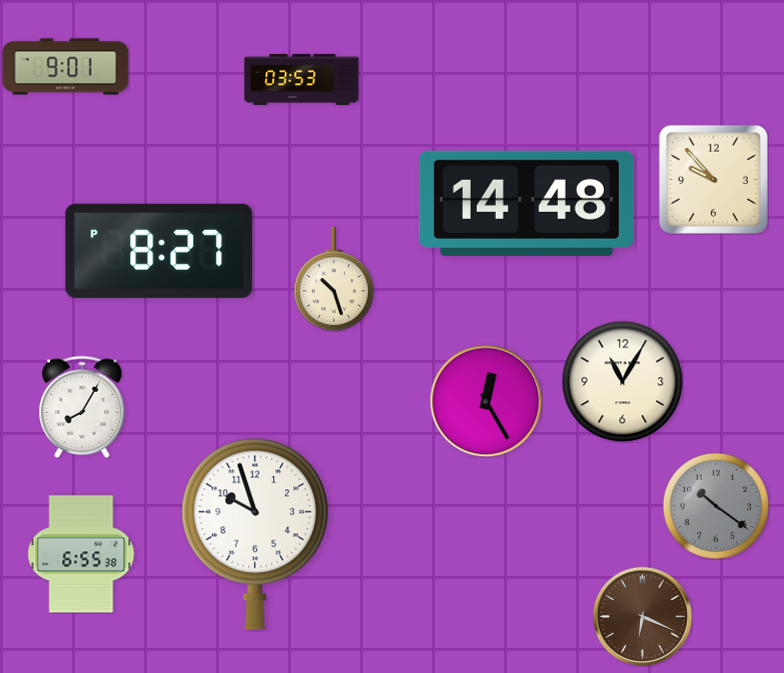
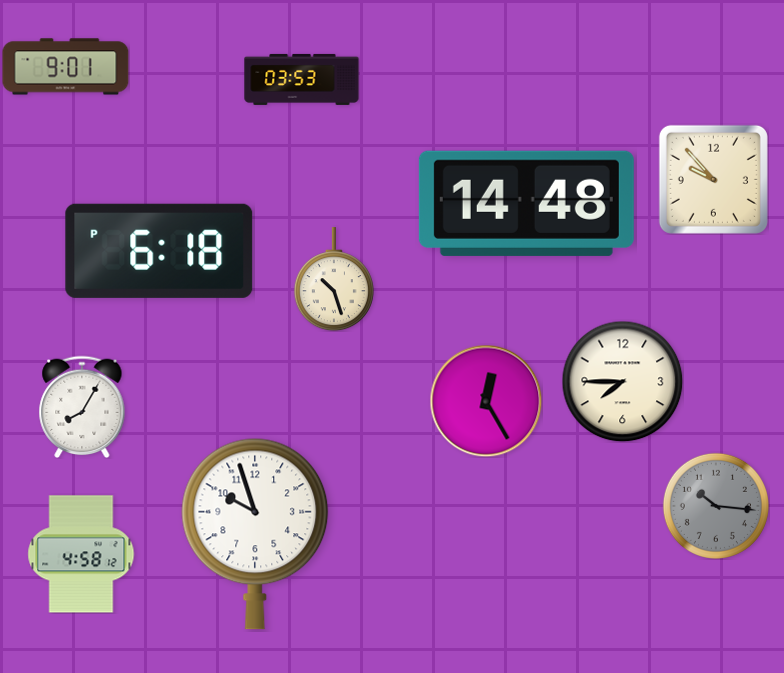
clock at (159, 251): 8:27 -> 6:18
clock at (622, 381): 11:05 -> 7:45
clock at (716, 506): 10:21 -> 10:16
clock at (81, 554): 6:55 -> 4:58
clock at (642, 616): 6:19 -> none
